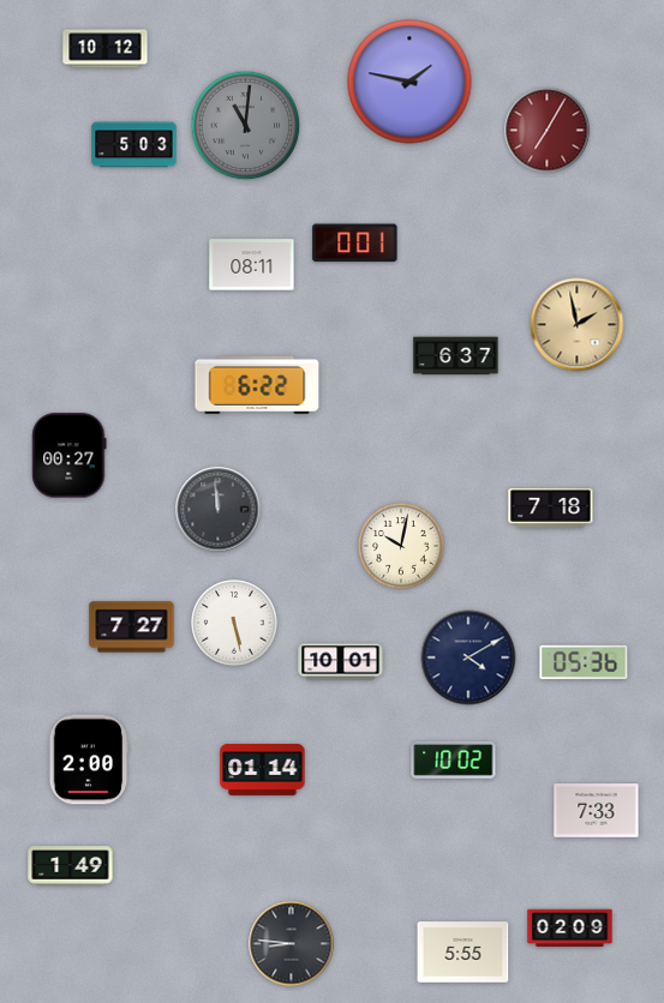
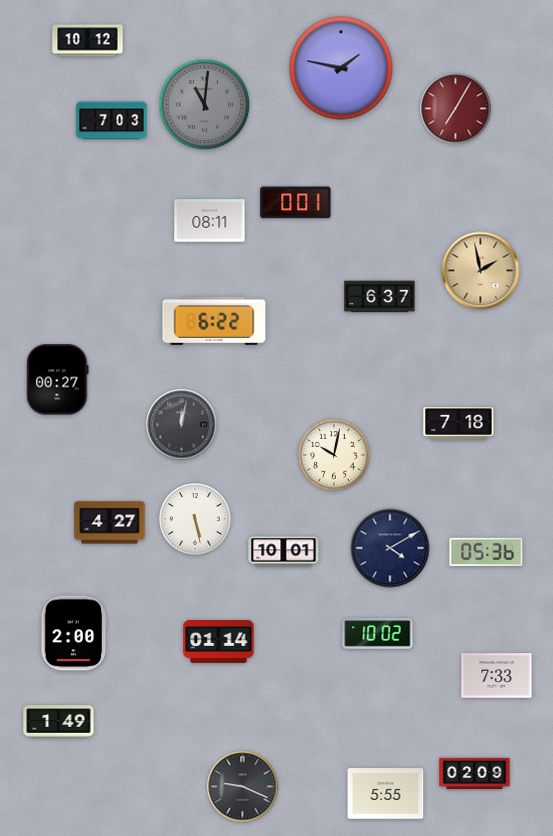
clock at (134, 145): 5:03 -> 7:03
clock at (219, 510): 11:59 -> 12:02
clock at (132, 627): 7:27 -> 4:27
clock at (292, 944): 8:46 -> 9:19
